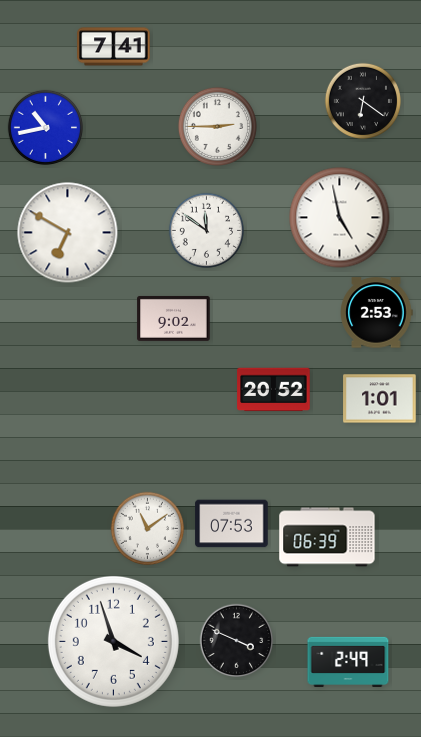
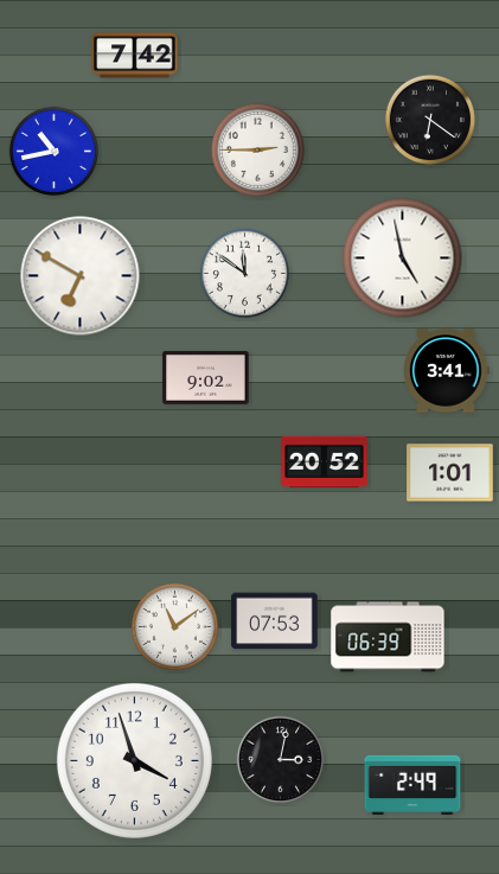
clock at (114, 47): 7:41 -> 7:42
clock at (376, 313): 2:53 -> 3:41
clock at (237, 641): 3:49 -> 3:02
